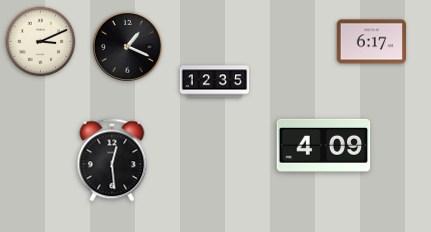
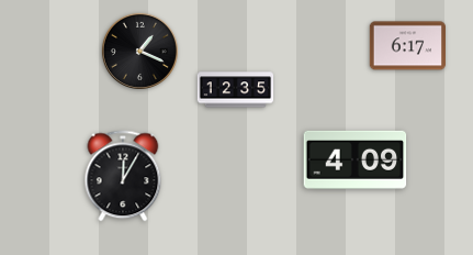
clock at (41, 42): 3:11 -> none
clock at (112, 160): 12:29 -> 12:05
